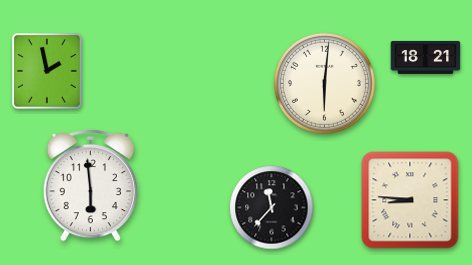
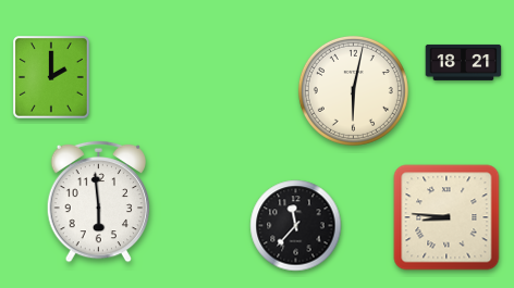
clock at (47, 71): 1:58 -> 2:00
clock at (324, 83): 6:01 -> 6:02
